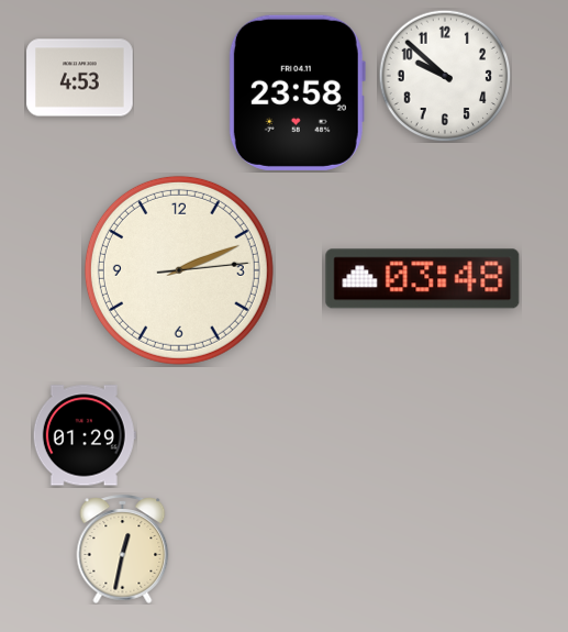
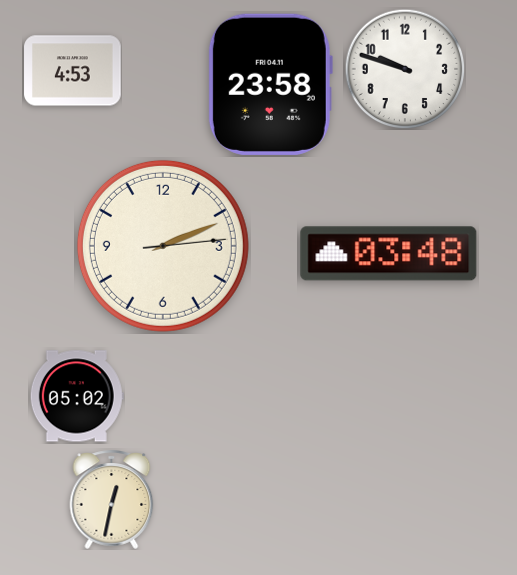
clock at (445, 76): 9:52 -> 9:48
clock at (423, 279) position: (423, 279) -> (389, 254)
clock at (85, 435): 01:29 -> 05:02
